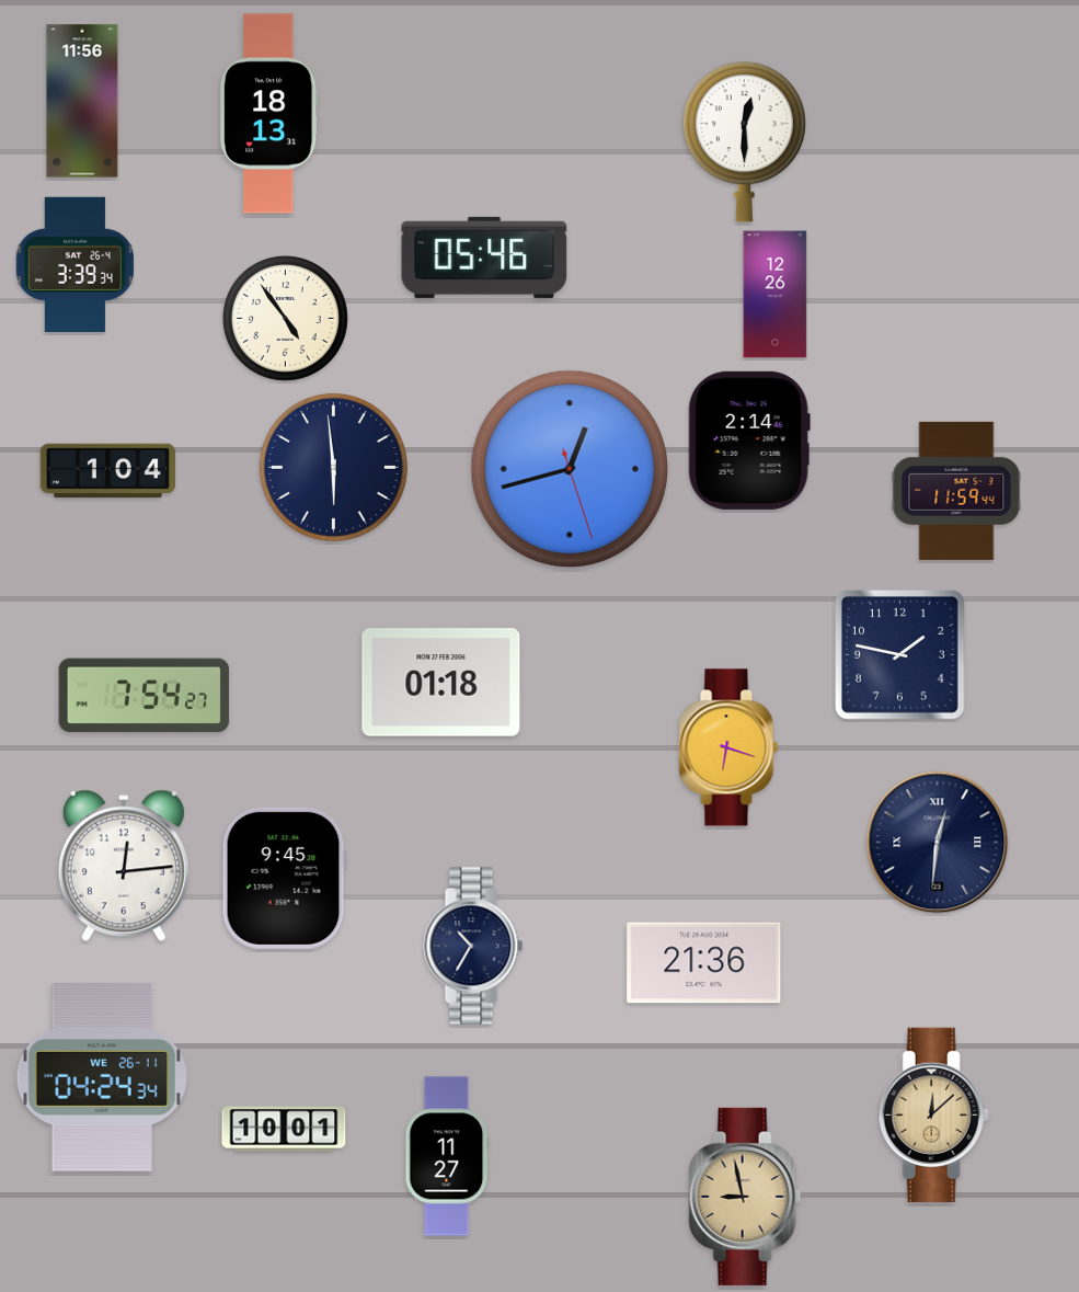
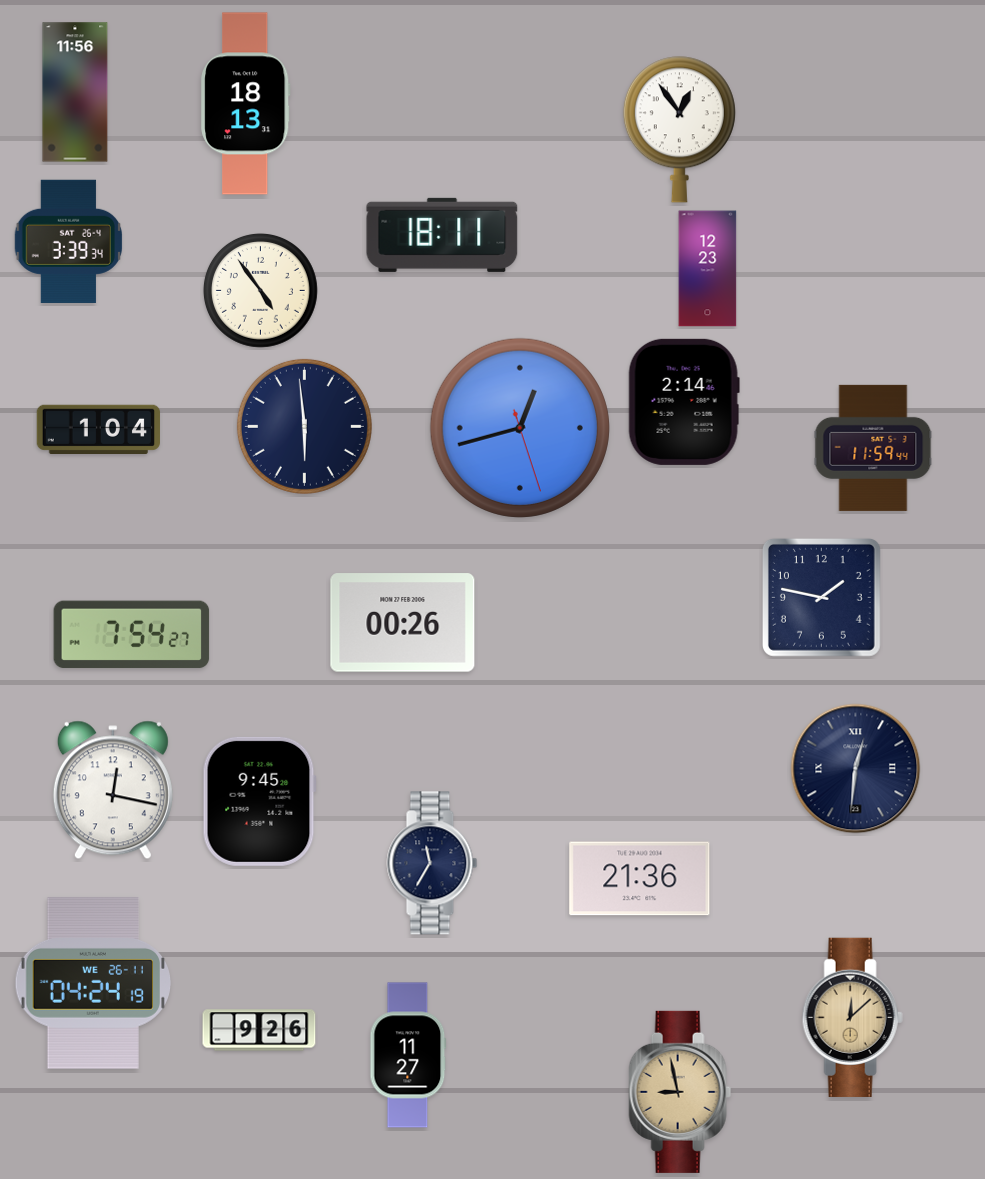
clock at (744, 142): 12:30 -> 12:54
clock at (484, 258): 05:46 -> 18:11
clock at (776, 295): 12:26 -> 12:23
clock at (441, 683): 01:18 -> 00:26
clock at (728, 747): 6:18 -> none
clock at (124, 866): 12:14 -> 12:17
clock at (473, 946): 10:35 -> 11:35
clock at (704, 963) position: (704, 963) -> (640, 879)
clock at (101, 1077): 04:24:34 -> 04:24:19
clock at (284, 1129): 10:01 -> 9:26
